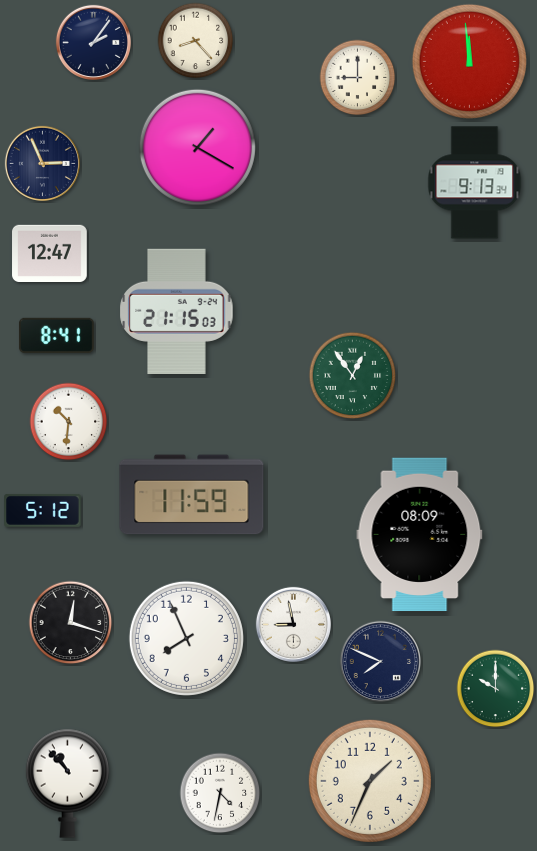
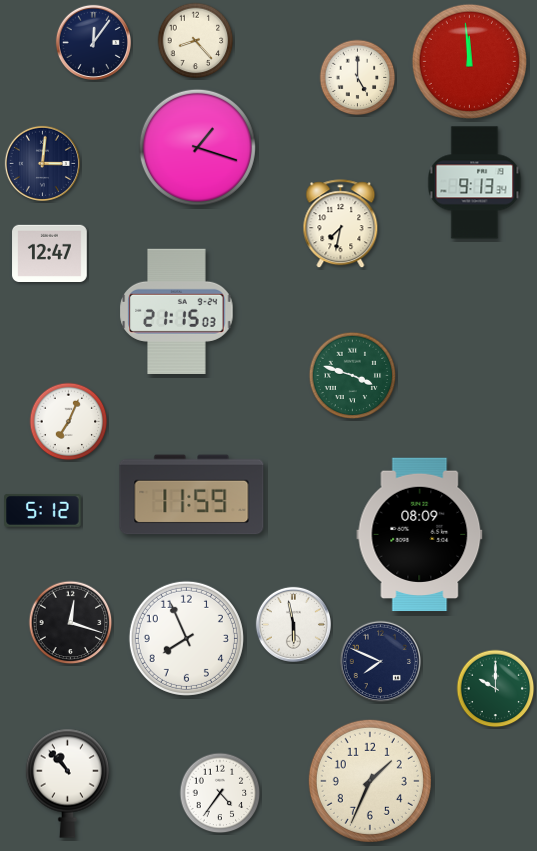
clock at (93, 42): 2:06 -> 12:06
clock at (358, 78): 9:00 -> 5:00
clock at (197, 147): 1:20 -> 1:18
clock at (42, 163): 2:56 -> 3:01
clock at (341, 224): none -> 7:32
clock at (56, 335): 8:41 -> none
clock at (353, 376): 12:54 -> 3:48
clock at (69, 422): 10:31 -> 7:04
clock at (293, 624): 8:58 -> 5:58
clock at (220, 793): 4:32 -> 4:36
